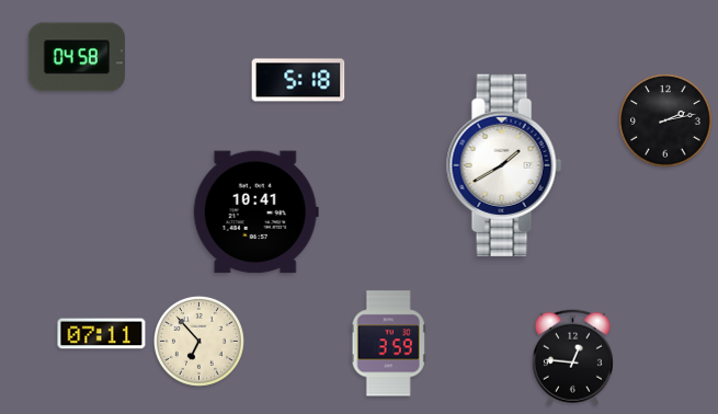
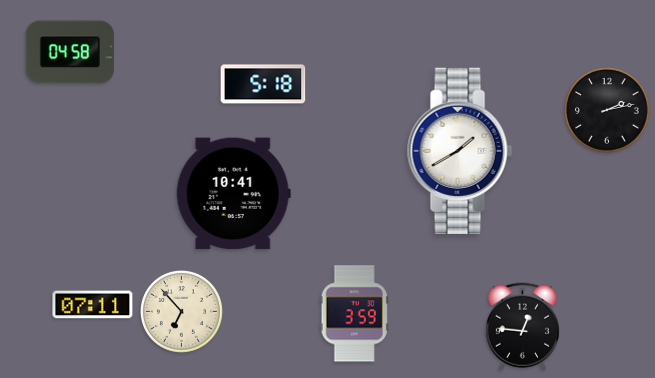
clock at (298, 80) position: (298, 80) -> (263, 84)
